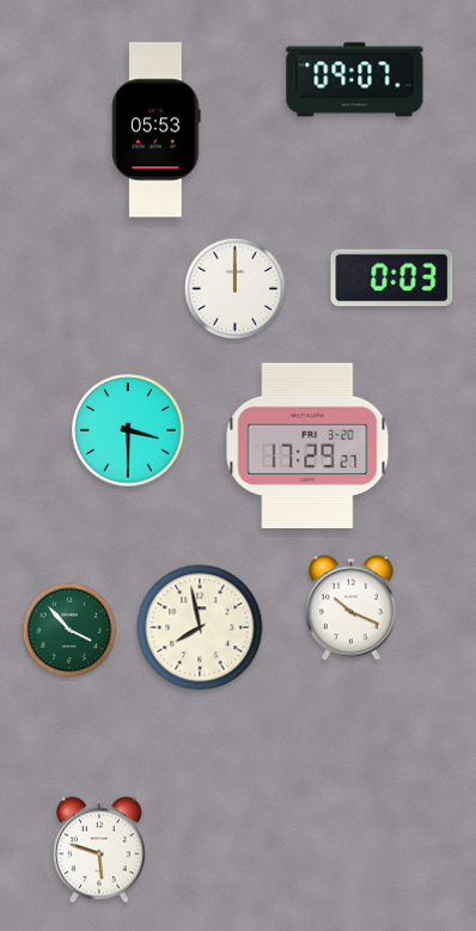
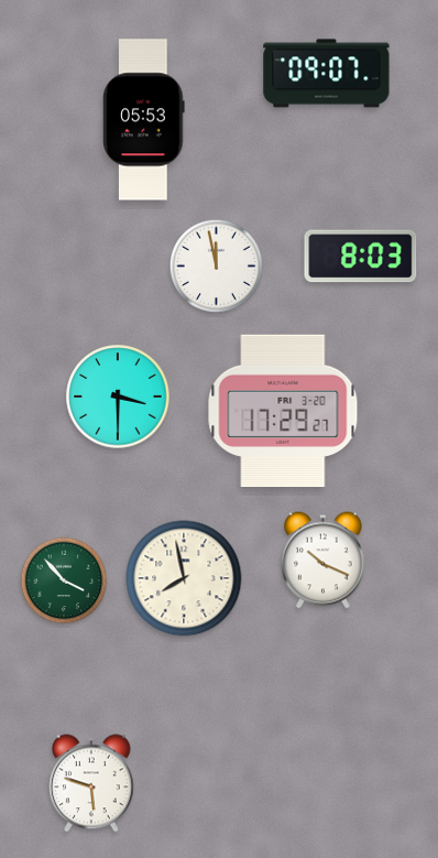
clock at (392, 278): 0:03 -> 8:03
clock at (234, 288): 12:00 -> 11:58
